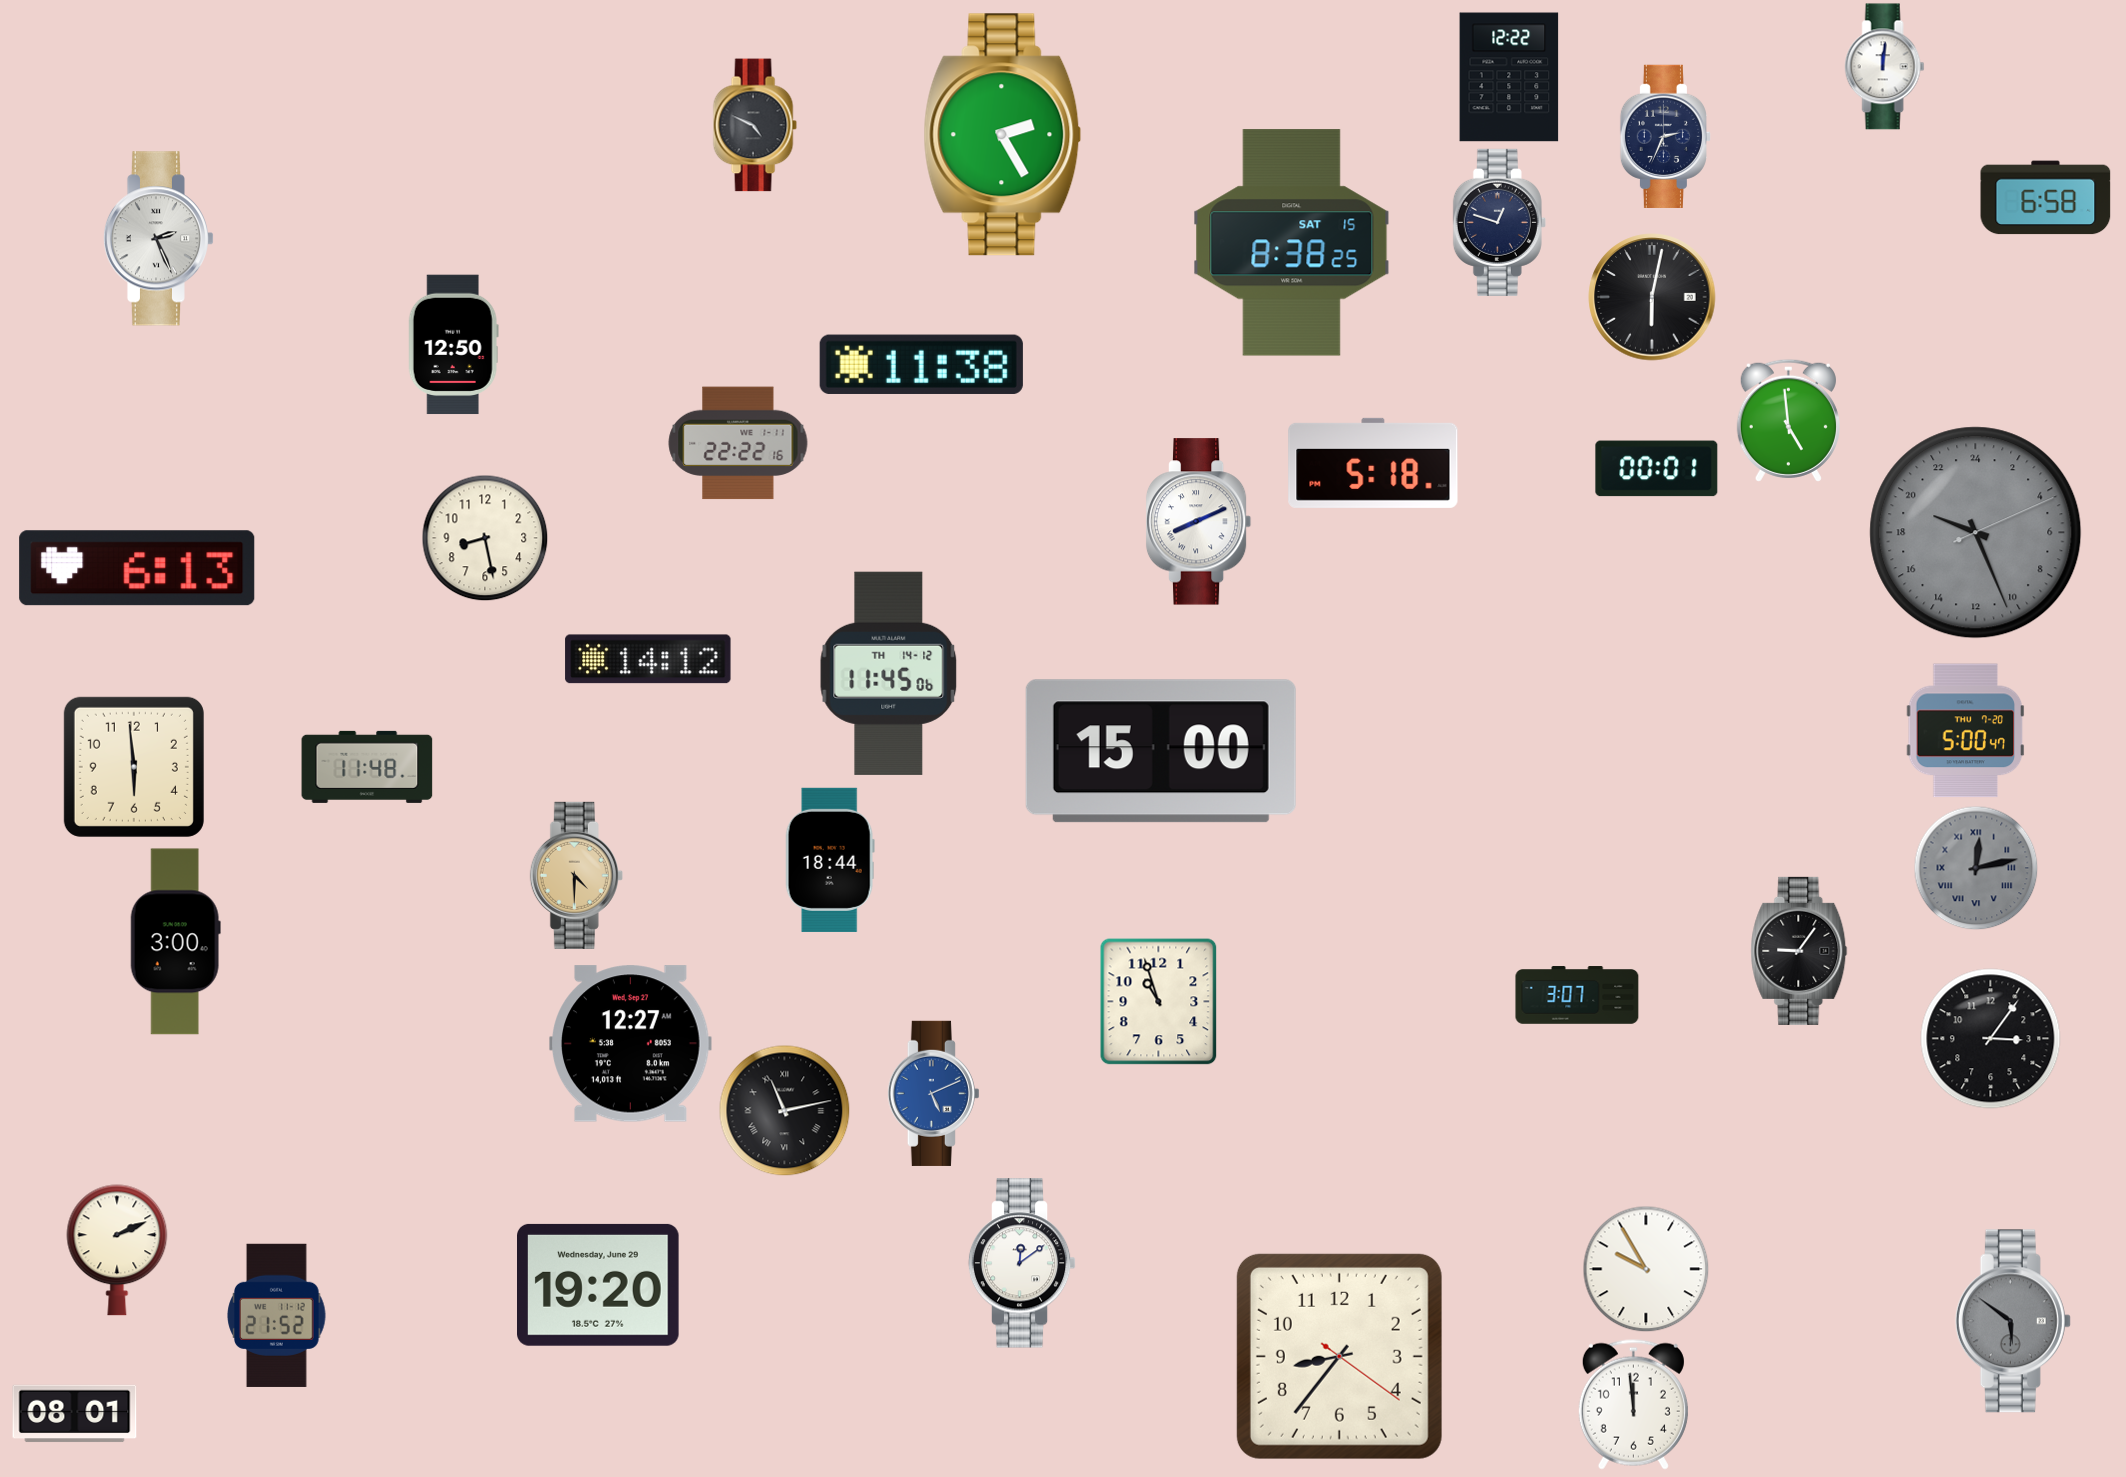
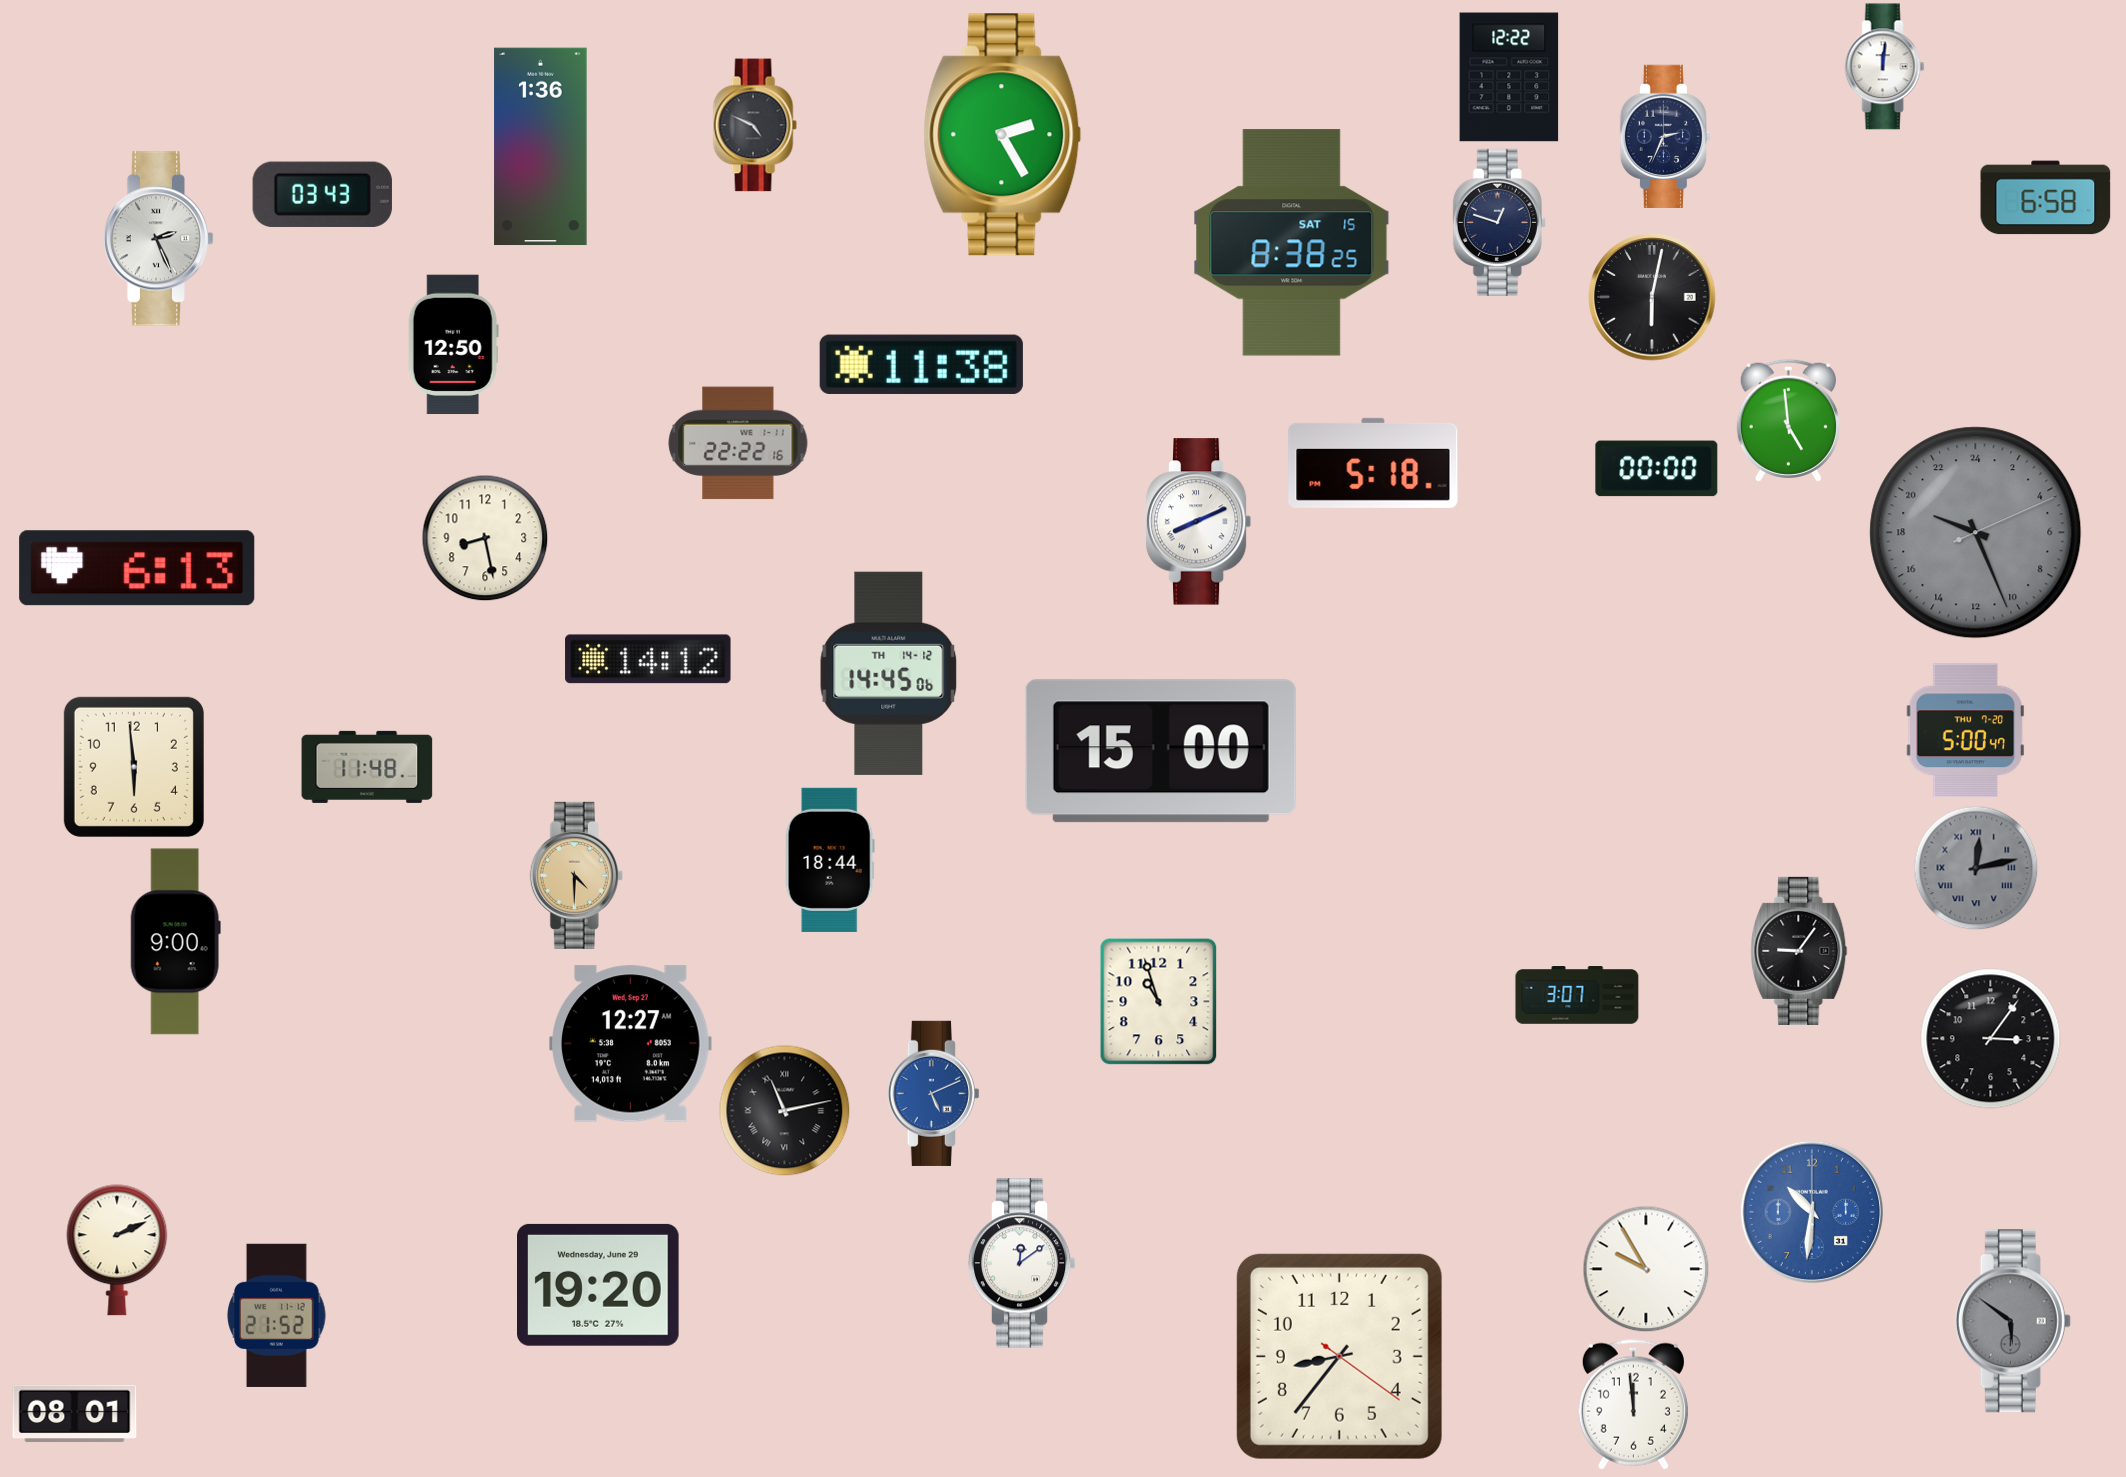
clock at (541, 147): none -> 1:36
clock at (322, 194): none -> 03:43
clock at (1657, 469): 00:01 -> 00:00
clock at (889, 673): 11:45 -> 14:45
clock at (175, 942): 3:00 -> 9:00
clock at (1811, 1211): none -> 10:31
